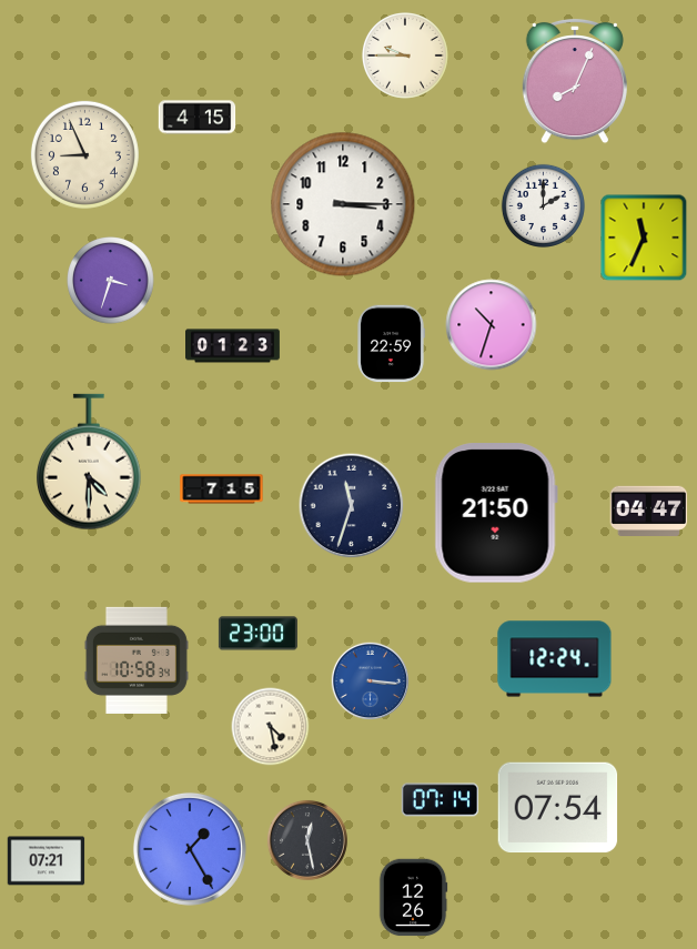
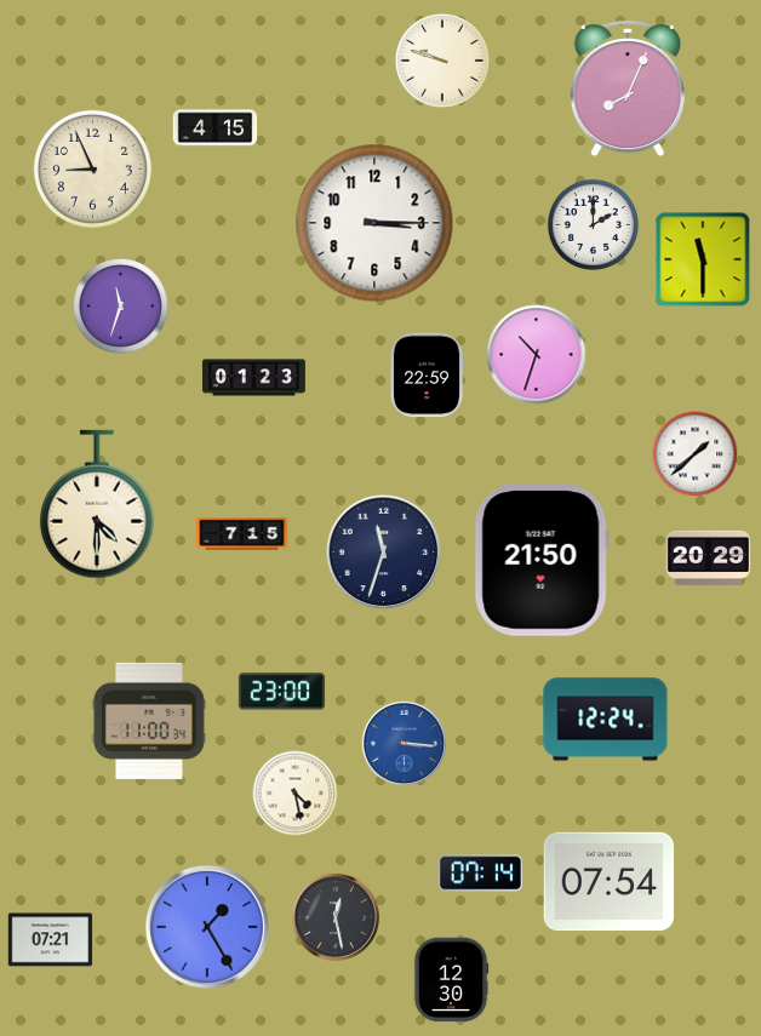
clock at (405, 55): 9:45 -> 9:48
clock at (644, 238): 11:34 -> 11:30
clock at (111, 281): 3:33 -> 11:33
clock at (696, 454): none -> 1:38
clock at (649, 511): 04:47 -> 20:29
clock at (137, 660): 10:58 -> 11:00
clock at (413, 898): 12:26 -> 12:30
